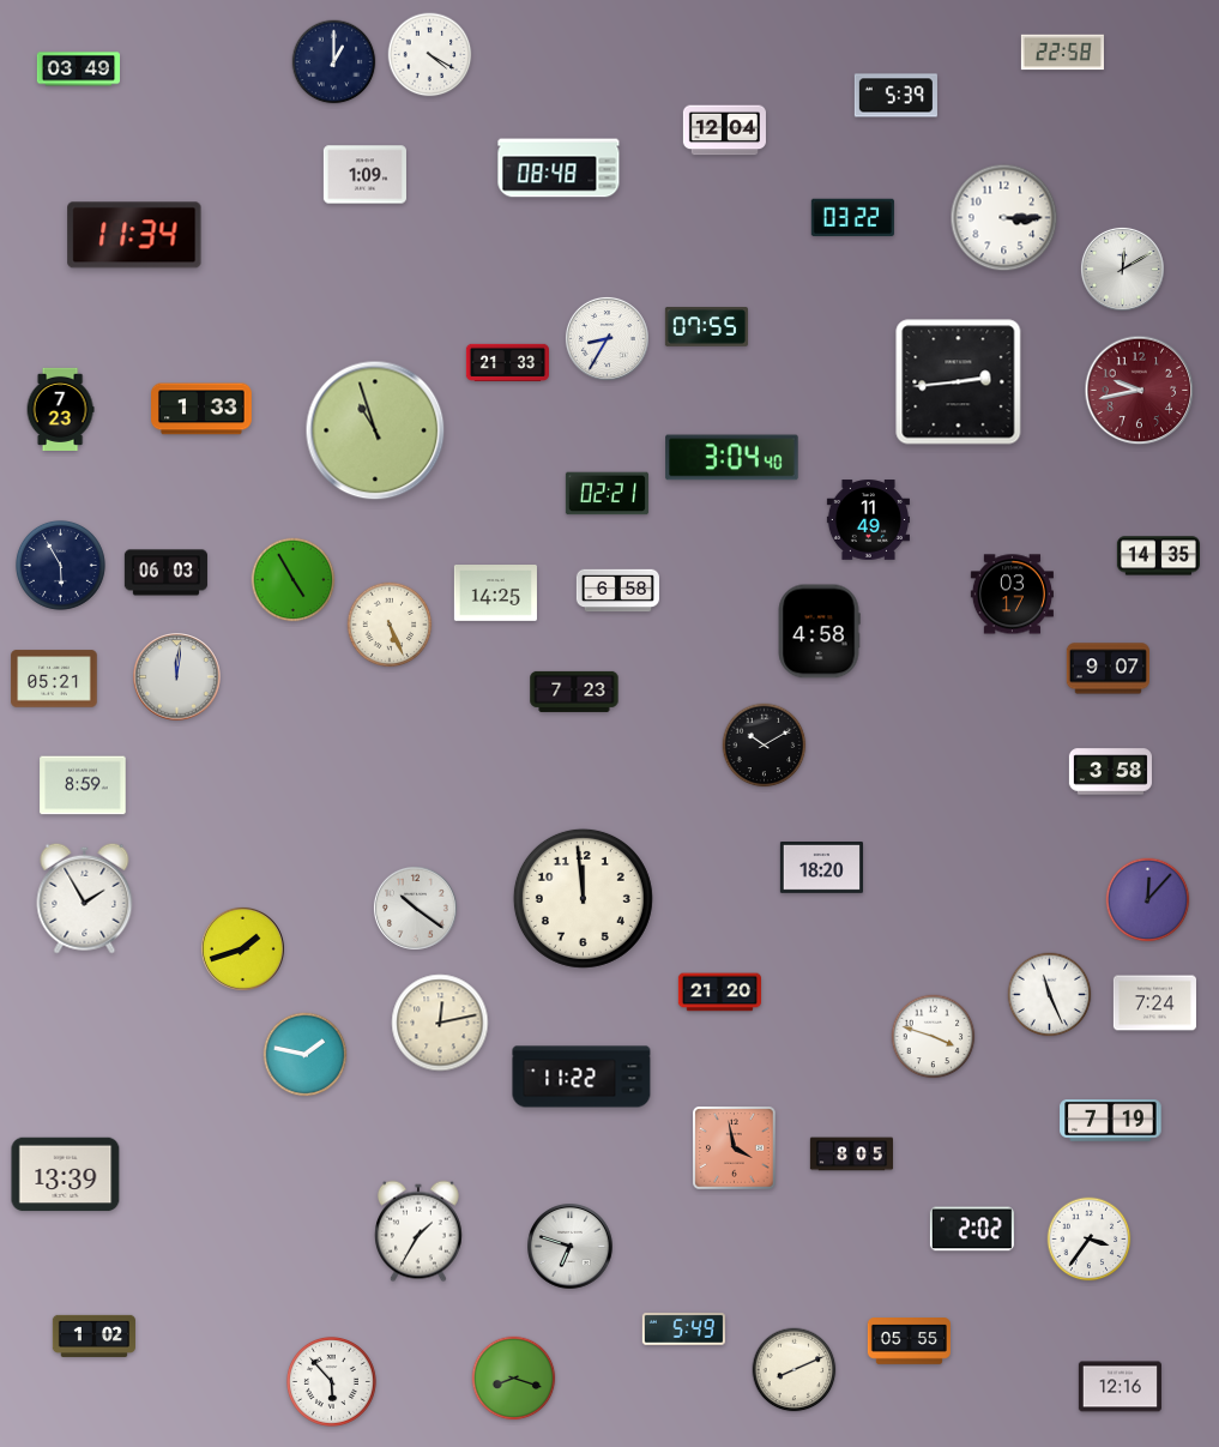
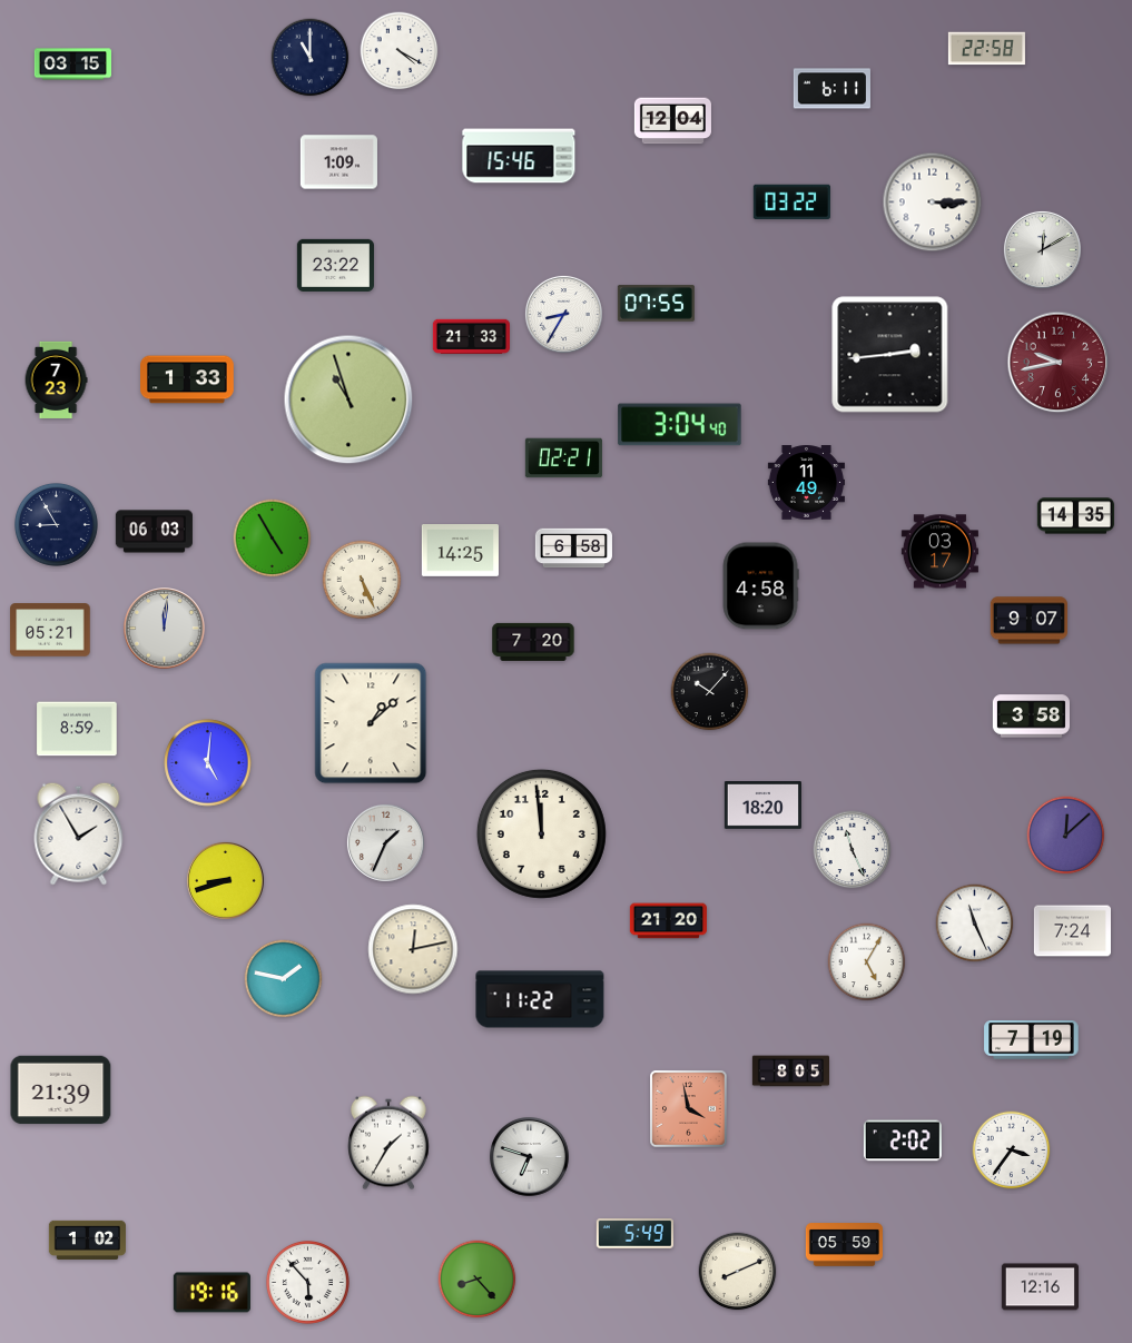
clock at (334, 62): 1:00 -> 11:00
clock at (78, 70): 03:49 -> 03:15
clock at (895, 96): 5:39 -> 6:11
clock at (559, 168): 08:48 -> 15:46
clock at (134, 235): 11:34 -> none
clock at (335, 265): none -> 23:22
clock at (60, 565): 5:55 -> 8:55
clock at (574, 692): 7:23 -> 7:20
clock at (765, 746): 10:10 -> 10:07
clock at (371, 723): none -> 1:08
clock at (208, 763): none -> 5:01
clock at (1148, 900): 12:07 -> 12:08
clock at (415, 908): 10:21 -> 1:34
clock at (853, 850): none -> 11:26
clock at (242, 948): 1:42 -> 8:42
clock at (440, 1023) position: (440, 1023) -> (413, 949)
clock at (934, 1037): 3:48 -> 5:05
clock at (735, 1148) position: (735, 1148) -> (689, 1109)
clock at (66, 1175): 13:39 -> 21:39
clock at (909, 1342): 05:55 -> 05:59
clock at (514, 1379): 8:18 -> 8:23
clock at (211, 1293): none -> 19:16
